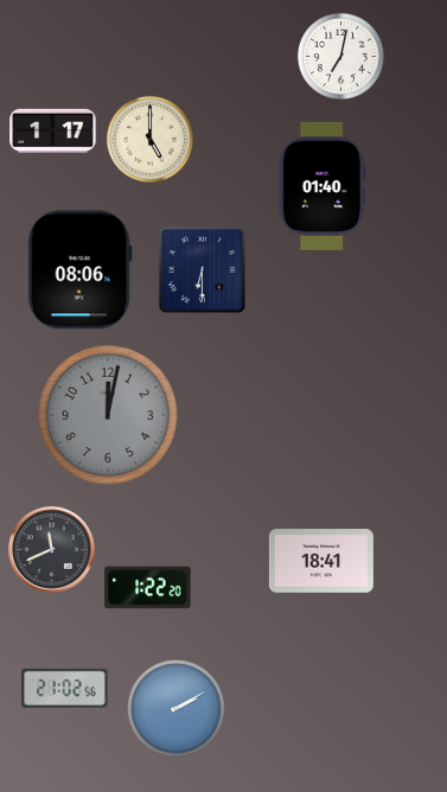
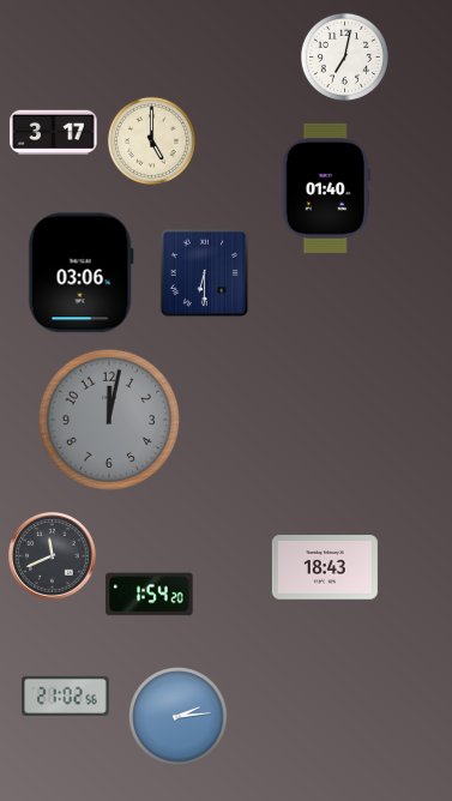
clock at (53, 130): 1:17 -> 3:17
clock at (79, 270): 08:06 -> 03:06
clock at (321, 561): 18:41 -> 18:43
clock at (148, 588): 1:22 -> 1:54
clock at (177, 709): 2:10 -> 2:14
